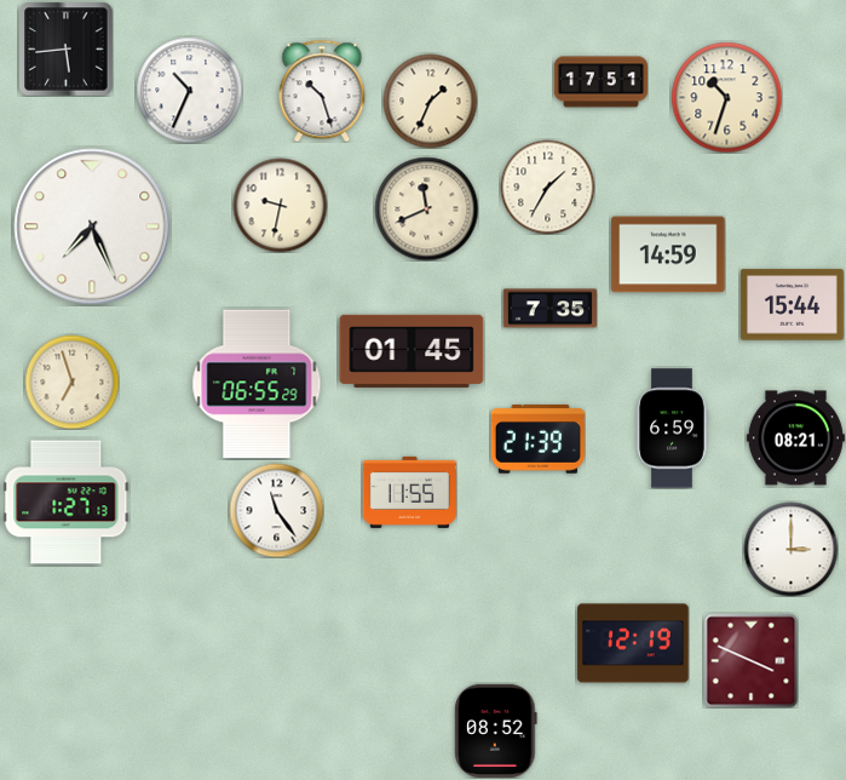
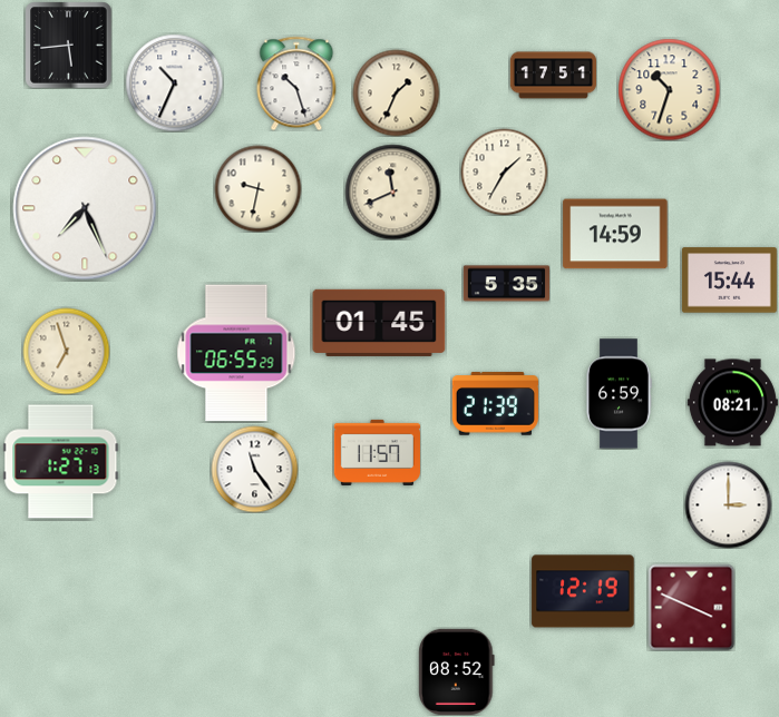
clock at (65, 48) position: (65, 48) -> (68, 45)
clock at (549, 309): 7:35 -> 5:35
clock at (409, 492): 11:55 -> 11:57
